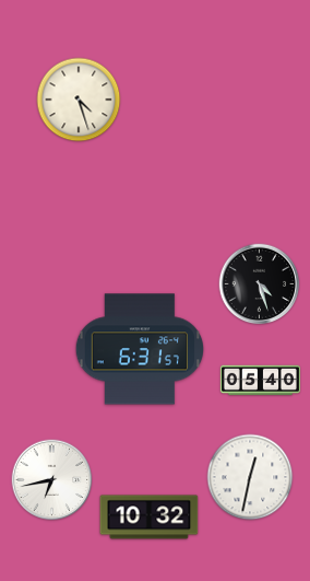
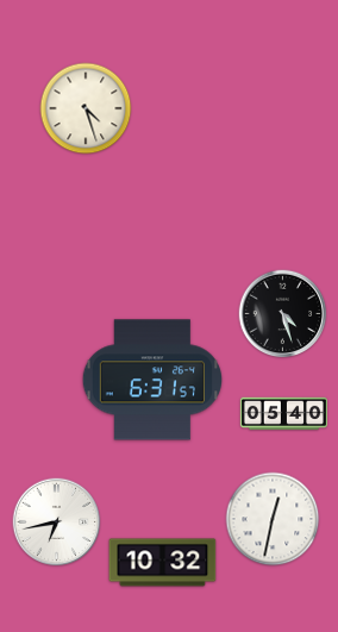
clock at (260, 284) position: (260, 284) -> (283, 314)
